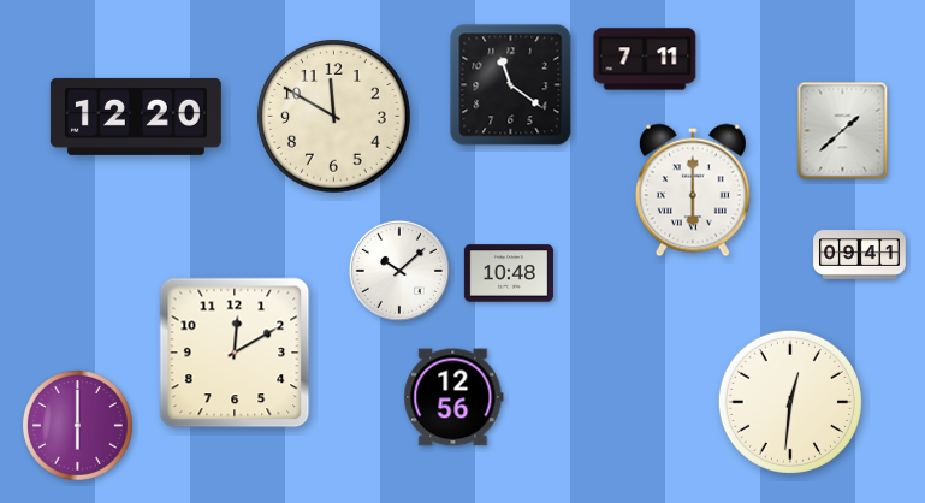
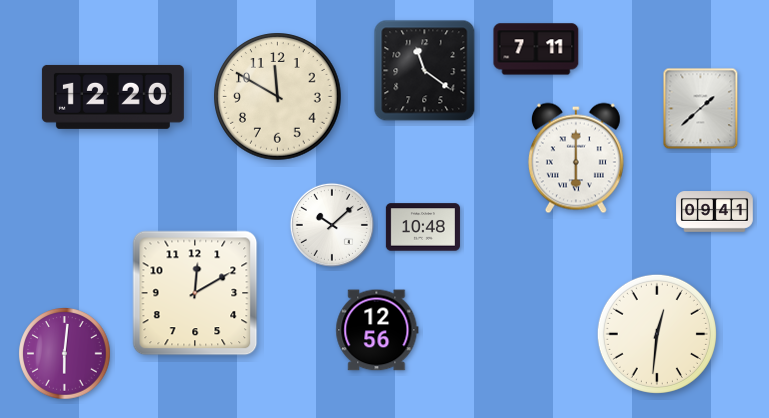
clock at (78, 426): 6:00 -> 6:01
